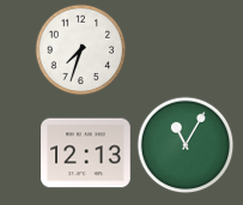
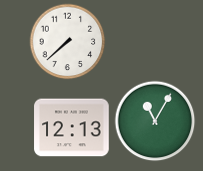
clock at (81, 50): 7:33 -> 7:38
